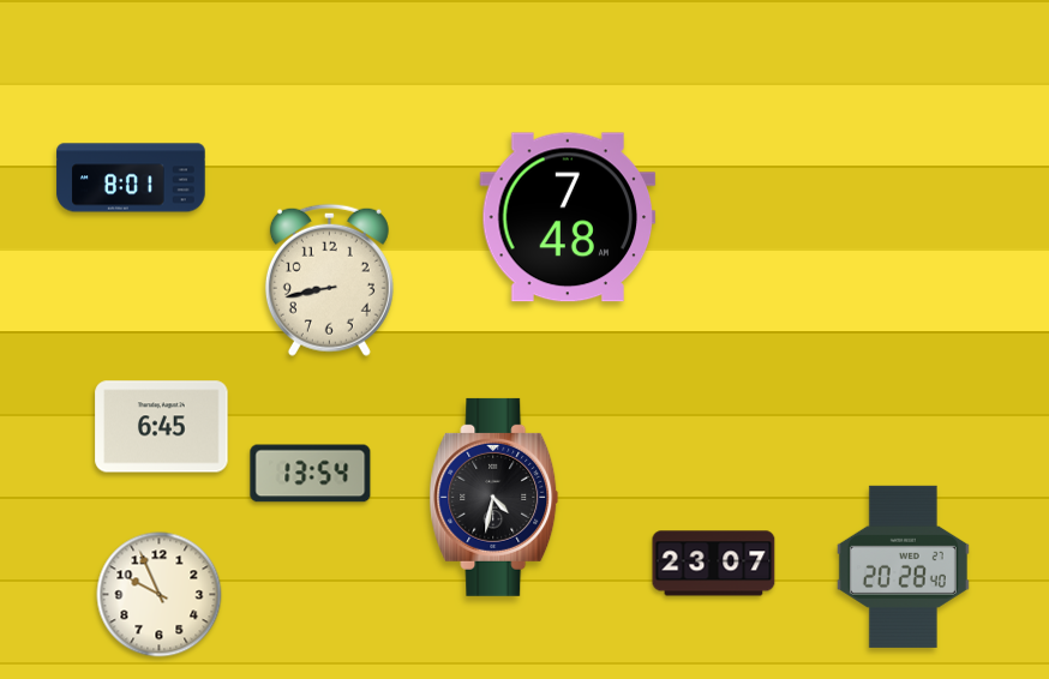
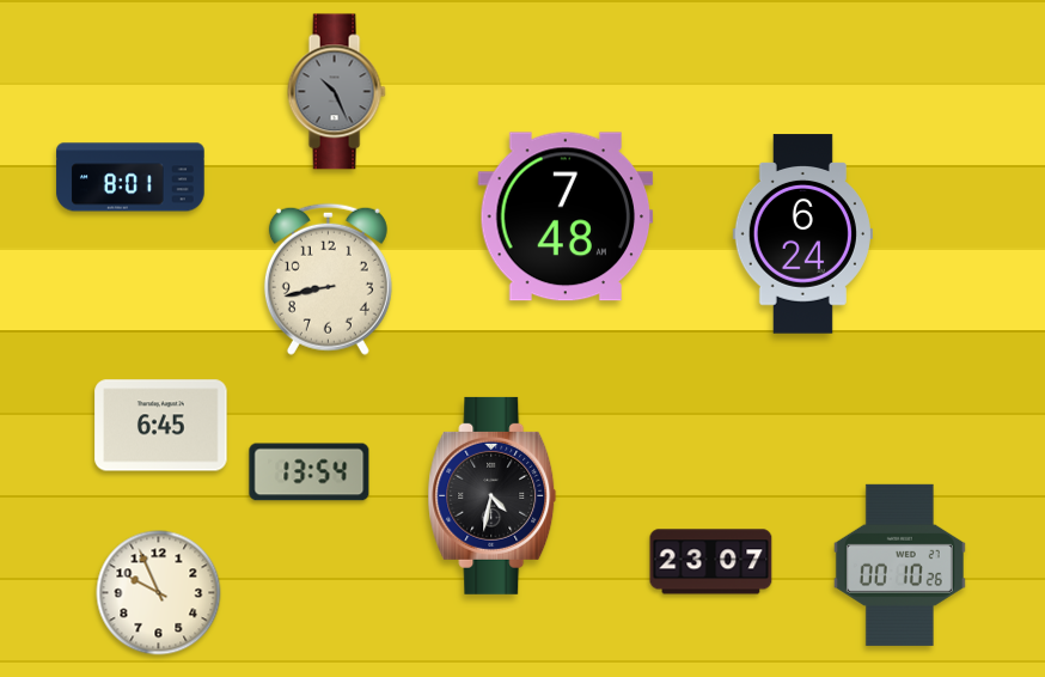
clock at (336, 92): none -> 10:26
clock at (802, 234): none -> 6:24
clock at (903, 566): 20:28 -> 00:10
